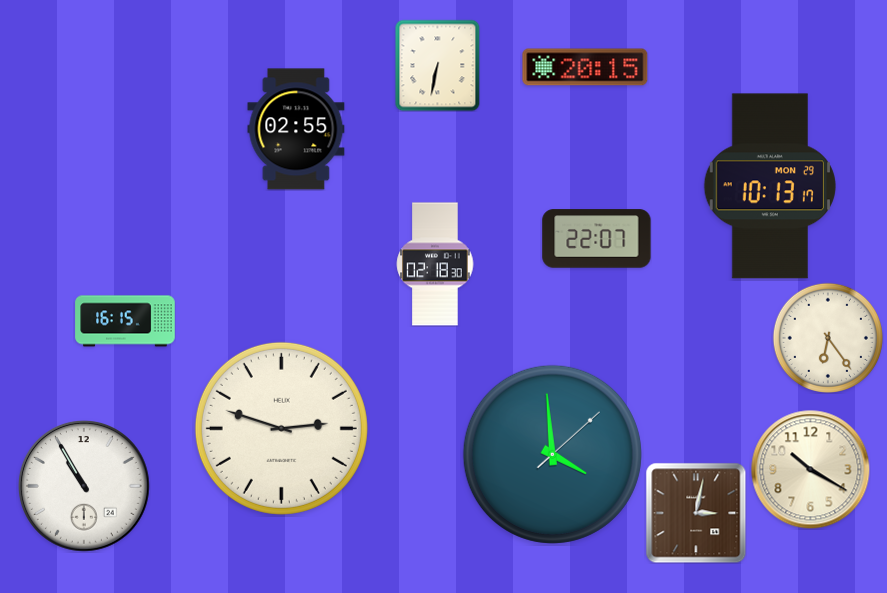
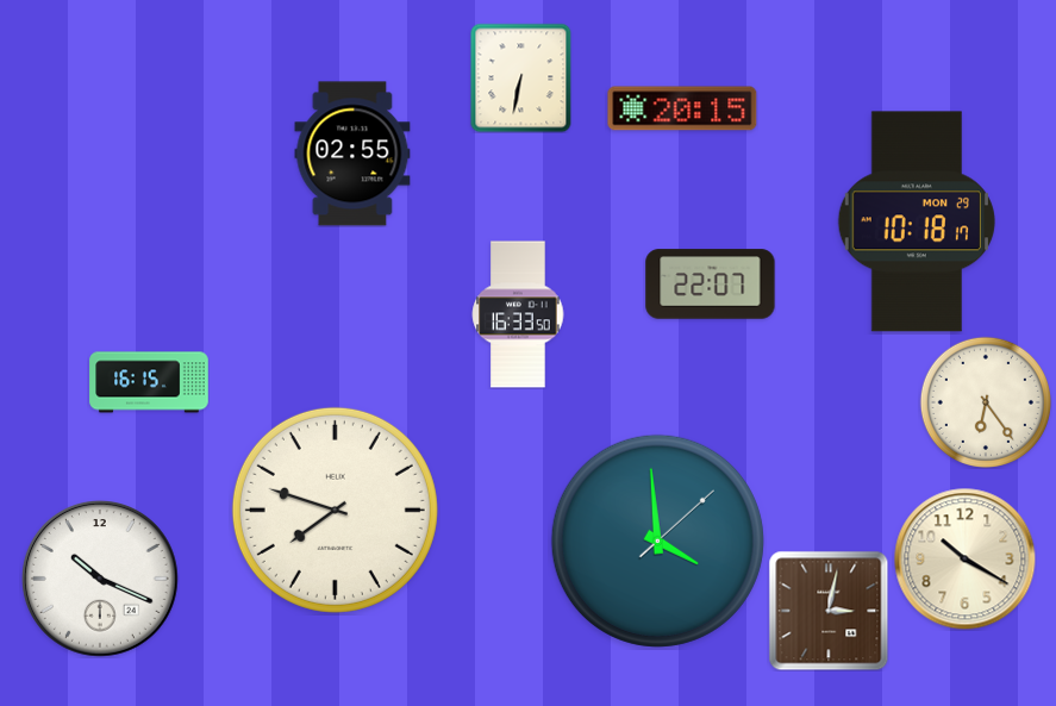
clock at (585, 67) position: (585, 67) -> (682, 108)
clock at (770, 186): 10:13 -> 10:18
clock at (435, 264): 02:18 -> 16:33
clock at (281, 428): 2:48 -> 7:48
clock at (85, 487): 10:55 -> 10:19
